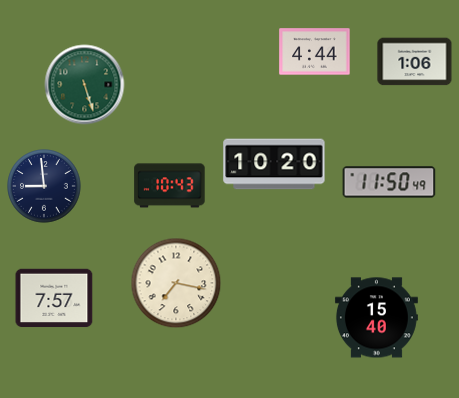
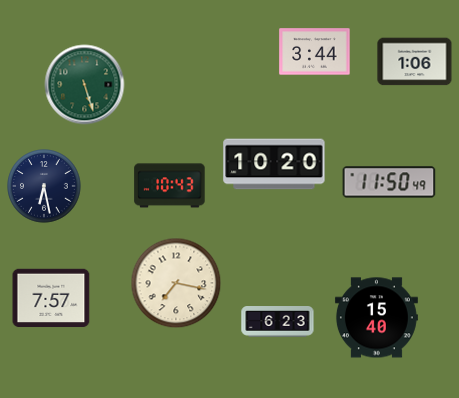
clock at (315, 52): 4:44 -> 3:44
clock at (44, 186): 8:59 -> 6:28
clock at (54, 298) position: (54, 298) -> (51, 298)
clock at (278, 322): none -> 6:23
